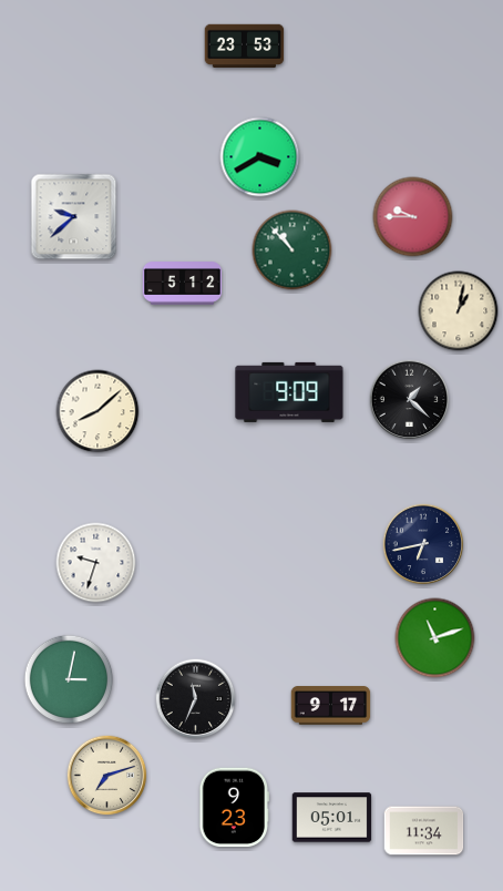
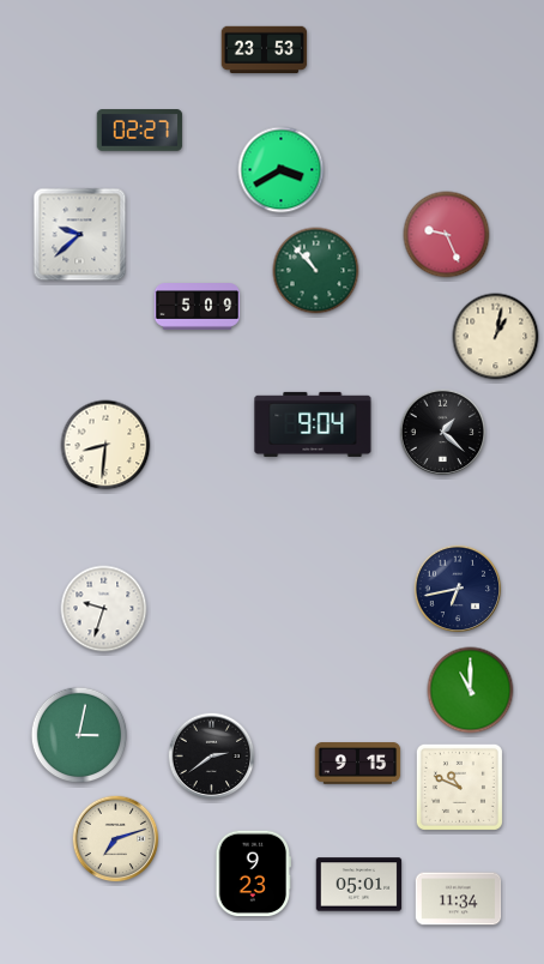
clock at (140, 131): none -> 02:27
clock at (413, 217): 9:45 -> 9:26
clock at (183, 284): 5:12 -> 5:09
clock at (289, 392): 9:09 -> 9:04
clock at (97, 411): 8:08 -> 8:31
clock at (435, 638): 11:12 -> 11:00
clock at (69, 679) position: (69, 679) -> (79, 735)
clock at (196, 699): 11:34 -> 2:39
clock at (331, 706): 9:17 -> 9:15
clock at (459, 787): none -> 10:49
